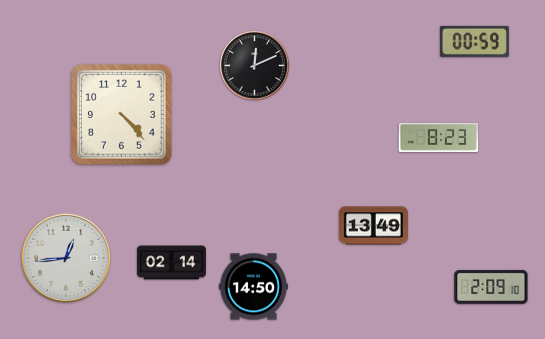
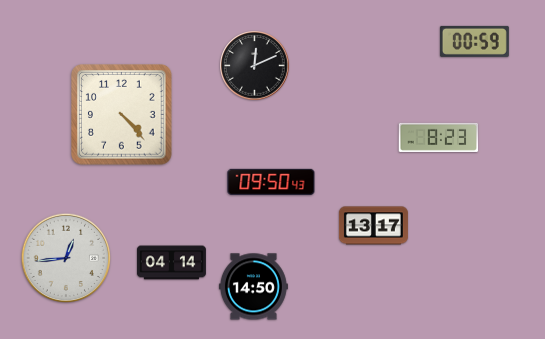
clock at (271, 182): none -> 09:50
clock at (373, 226): 13:49 -> 13:17
clock at (171, 263): 02:14 -> 04:14
clock at (491, 288): 2:09 -> none
